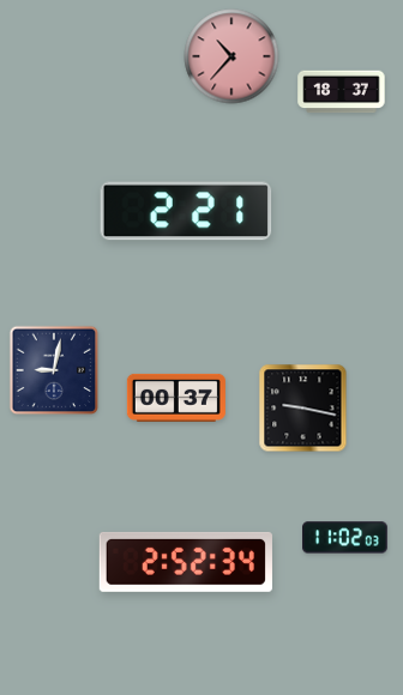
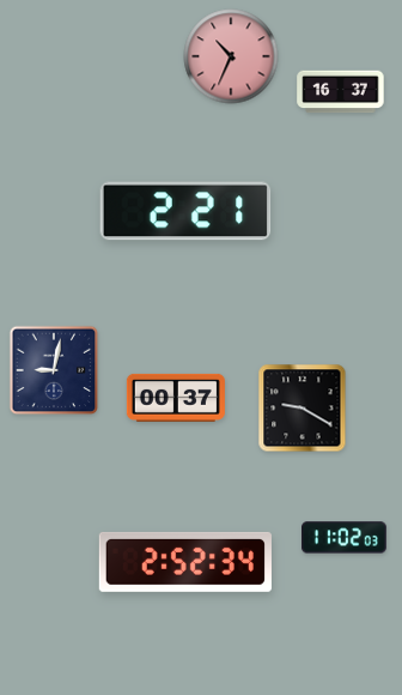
clock at (231, 56): 10:37 -> 10:34
clock at (342, 92): 18:37 -> 16:37
clock at (303, 409): 9:17 -> 9:20
